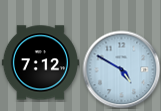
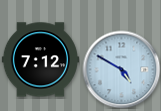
clock at (40, 63) position: (40, 63) -> (40, 60)
